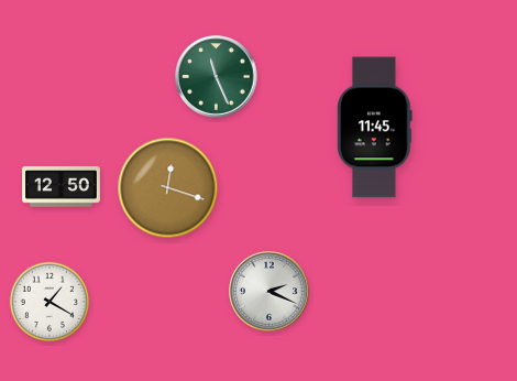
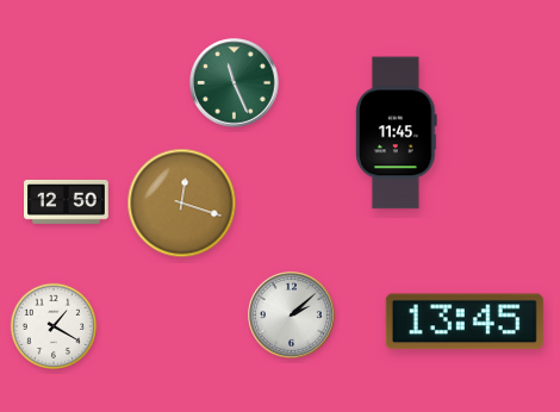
clock at (375, 128) position: (375, 128) -> (397, 133)
clock at (269, 292): 2:19 -> 2:08
clock at (465, 322): none -> 13:45
